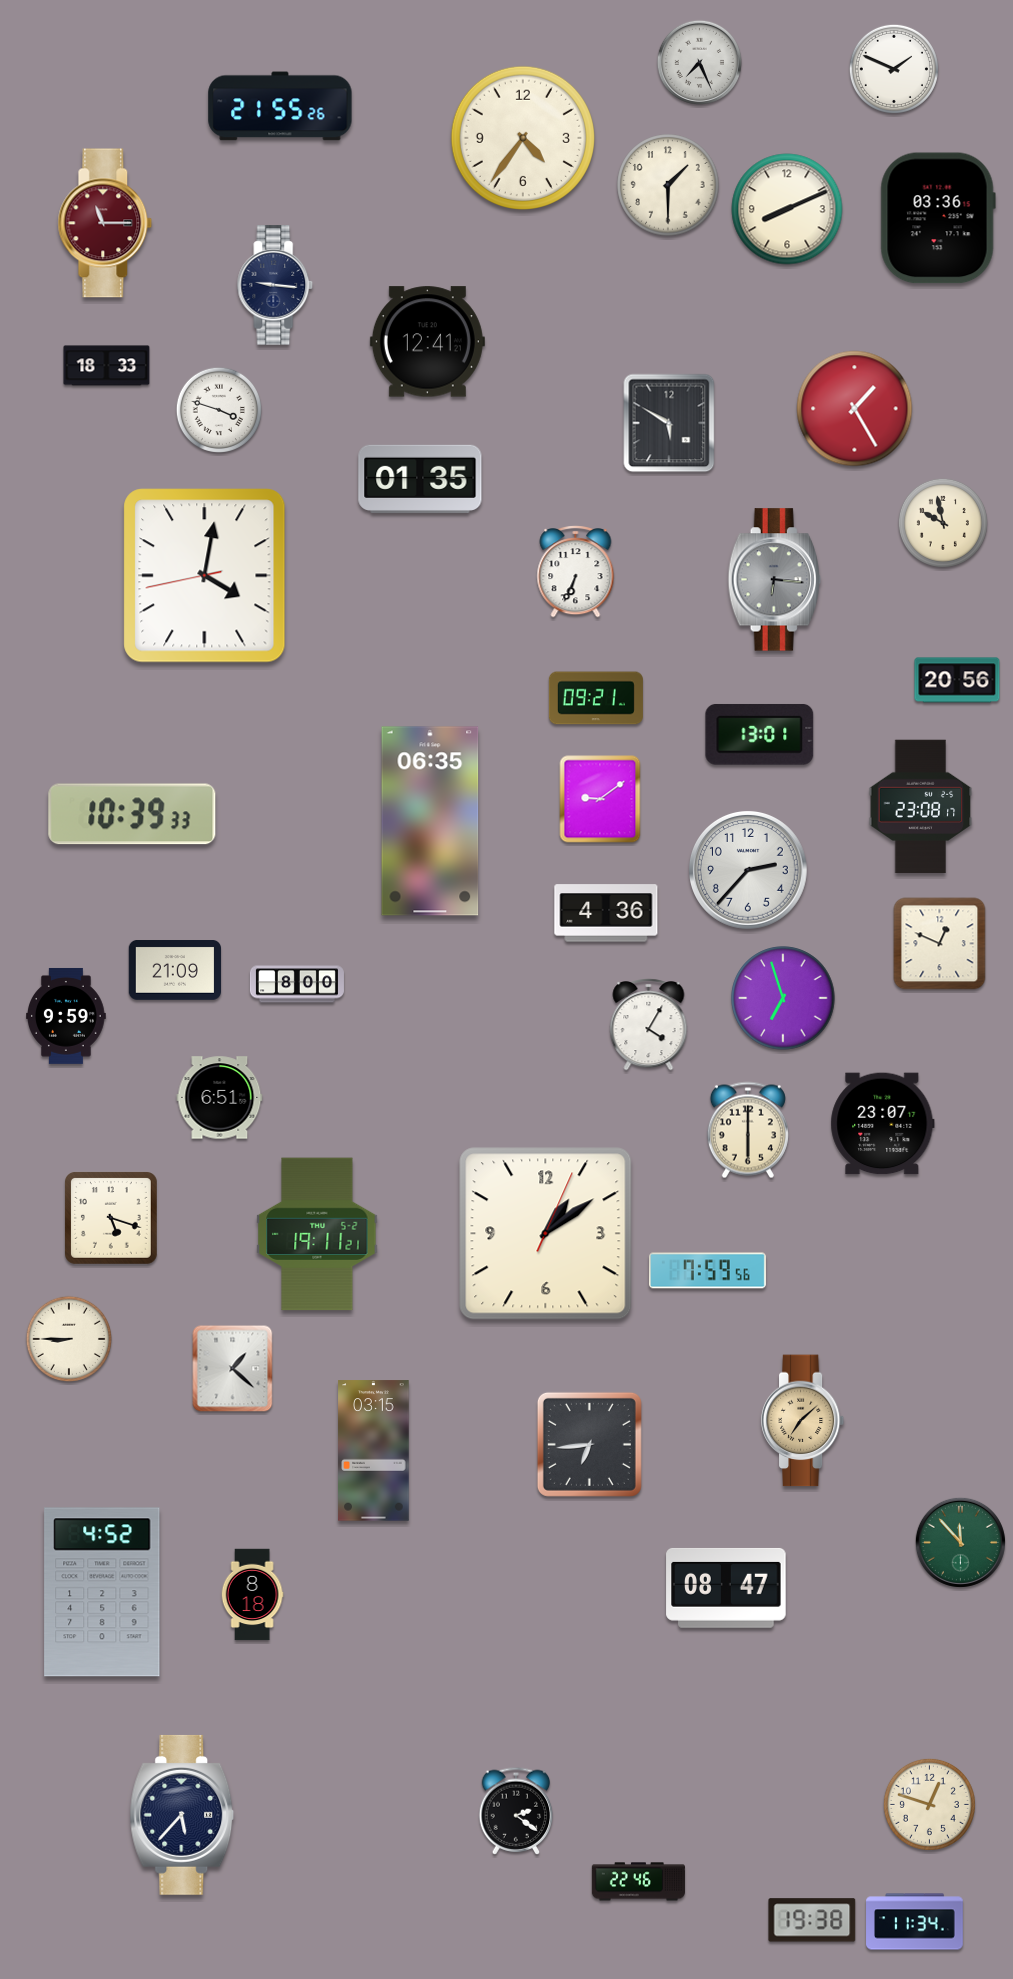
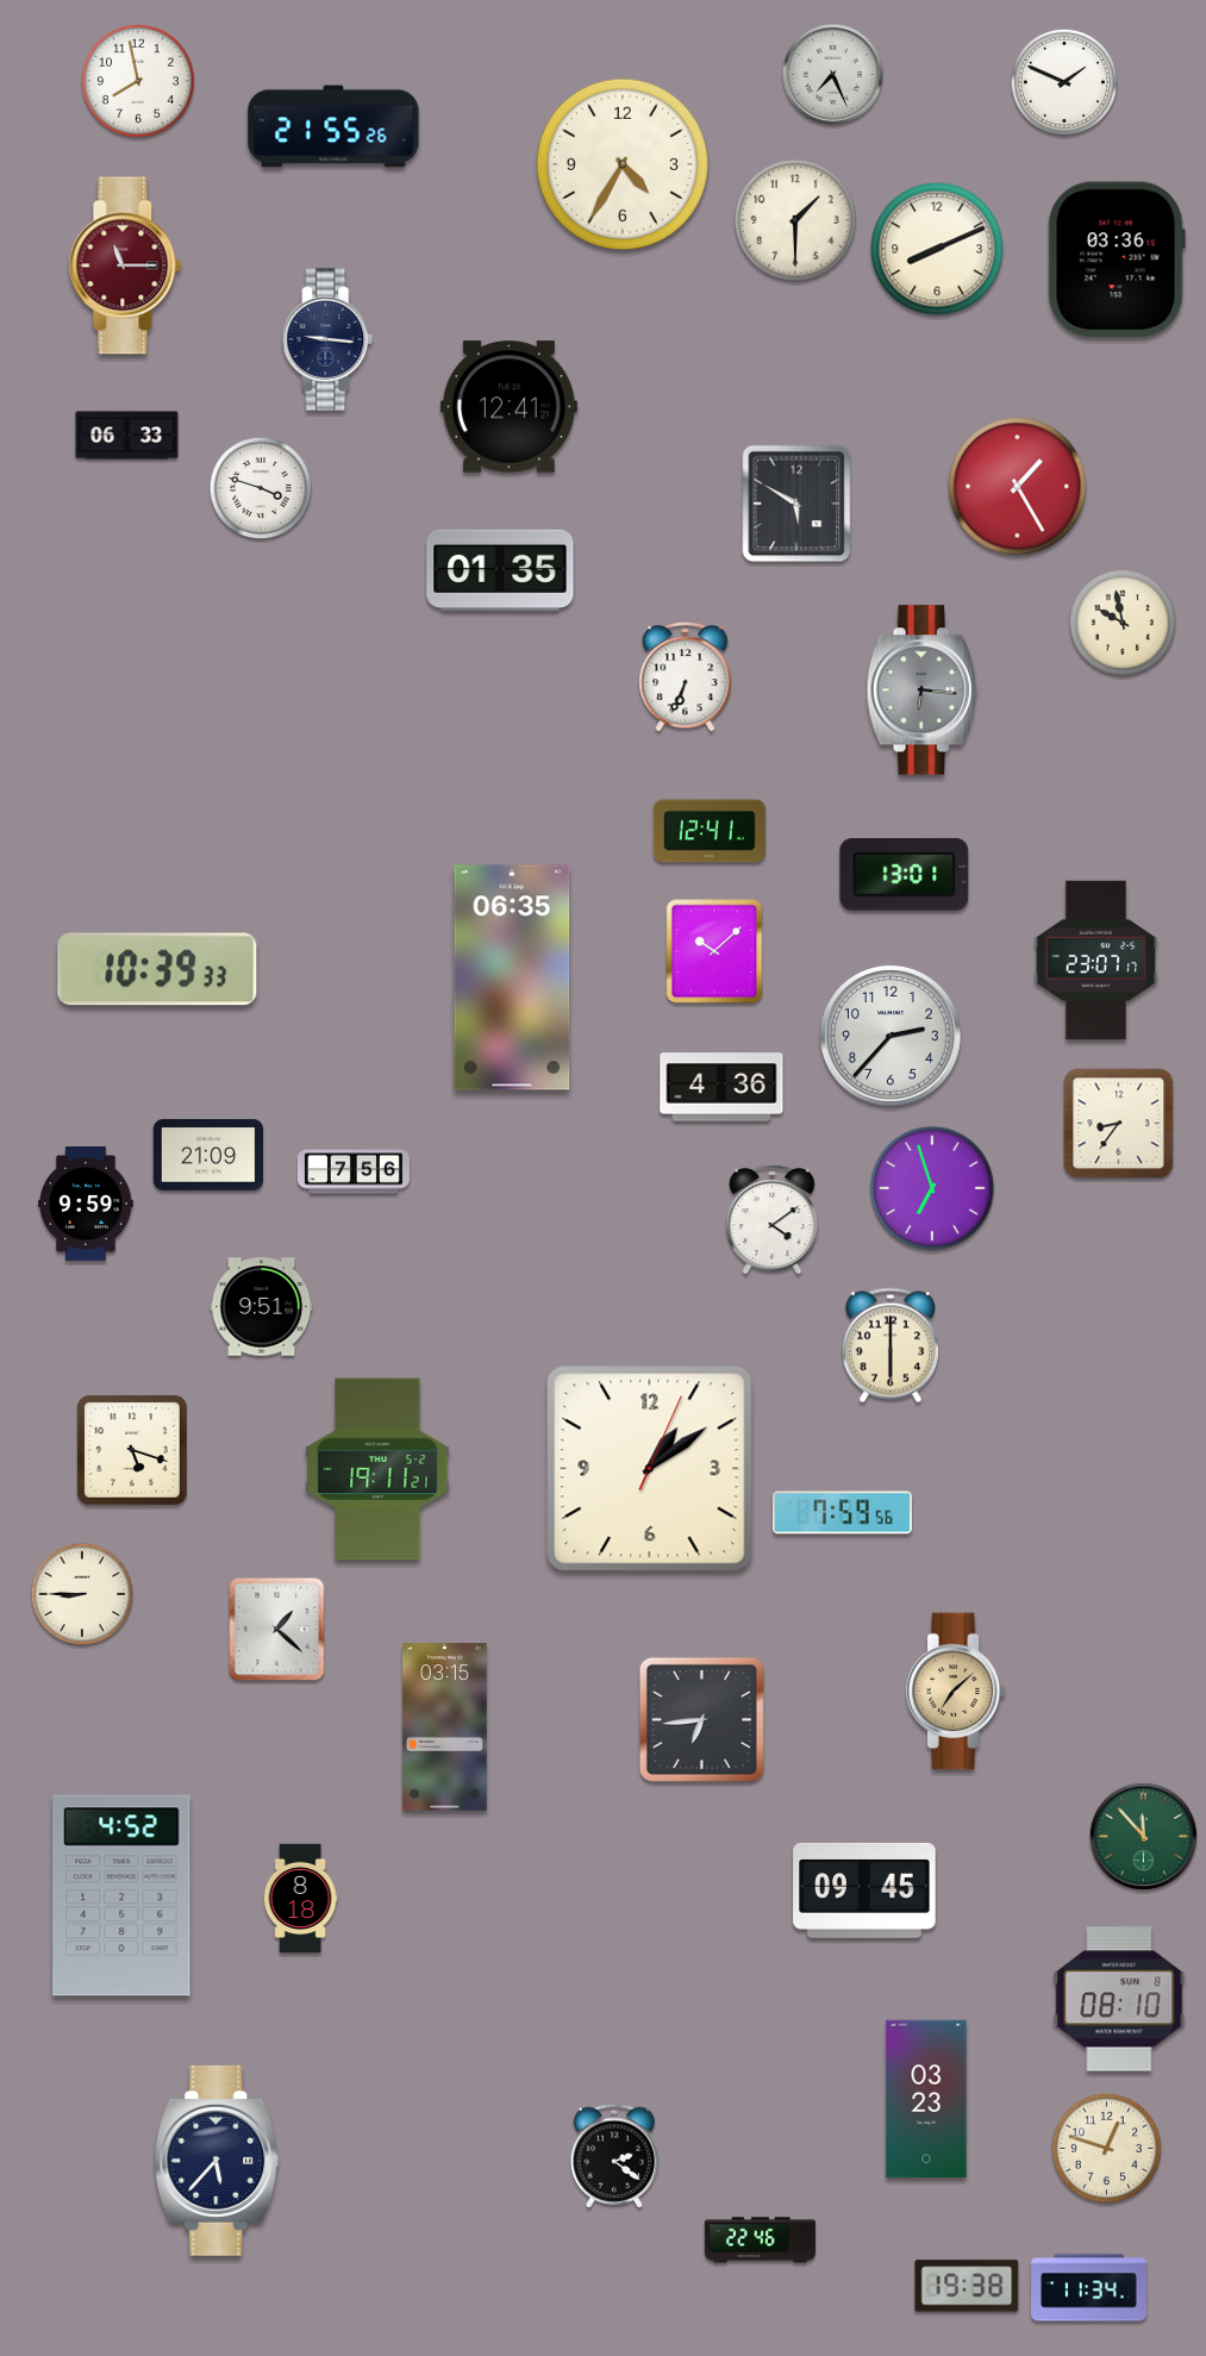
clock at (138, 81): none -> 7:58
clock at (523, 138): 4:36 -> 4:35
clock at (107, 366): 18:33 -> 06:33
clock at (576, 572) position: (576, 572) -> (686, 677)
clock at (205, 576): 4:01 -> none
clock at (957, 680): 20:56 -> none
clock at (596, 698): 09:21 -> 12:41
clock at (600, 799): 9:09 -> 10:08
clock at (921, 807): 23:08 -> 23:07
clock at (940, 944): 12:49 -> 8:36
clock at (297, 984): 8:00 -> 7:56
clock at (67, 1016) position: (67, 1016) -> (87, 1204)
clock at (649, 1025): 4:05 -> 4:09
clock at (220, 1098): 6:51 -> 9:51
clock at (883, 1124): 23:07 -> none
clock at (726, 1588): 08:47 -> 09:45
clock at (1119, 1999): none -> 08:10
clock at (926, 2099): none -> 03:23
